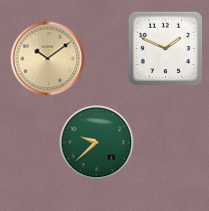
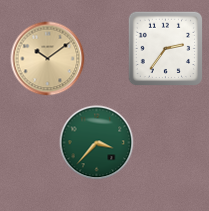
clock at (166, 49): 1:49 -> 2:36
clock at (97, 143): 9:38 -> 3:37
